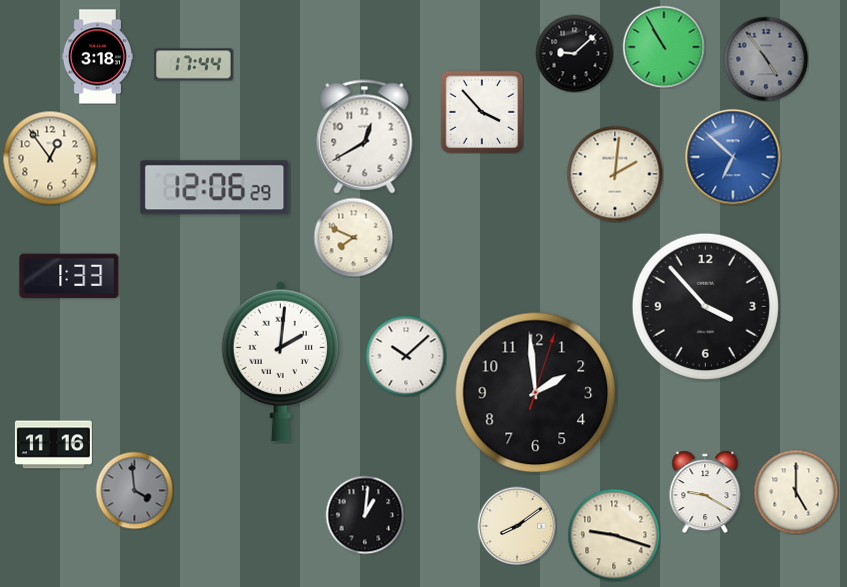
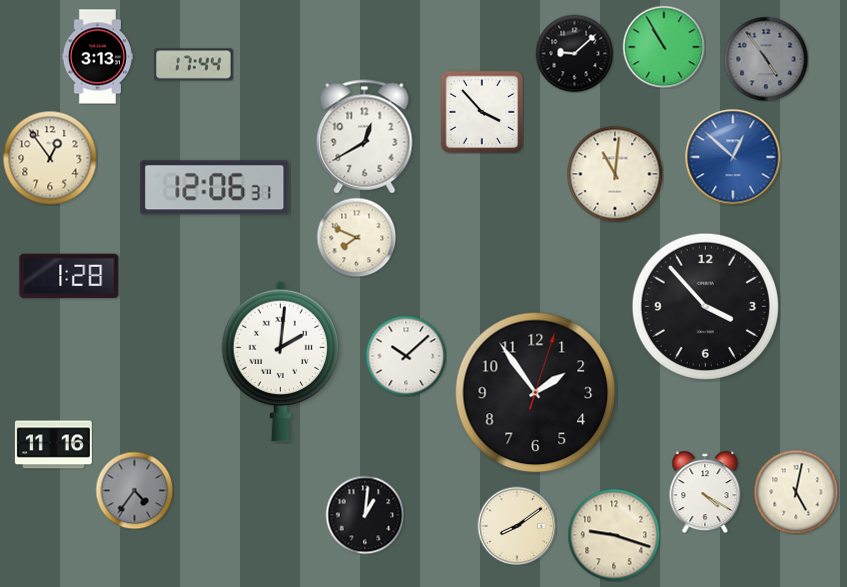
clock at (97, 57): 3:18 -> 3:13
clock at (733, 157): 6:52 -> 12:52
clock at (615, 174): 2:01 -> 11:01
clock at (215, 188): 12:06:29 -> 12:06:31
clock at (353, 237) position: (353, 237) -> (356, 237)
clock at (69, 276): 1:33 -> 1:28
clock at (536, 393): 1:59 -> 1:54
clock at (134, 490): 3:59 -> 4:36
clock at (705, 492): 9:20 -> 4:20
clock at (796, 492): 5:00 -> 5:02
